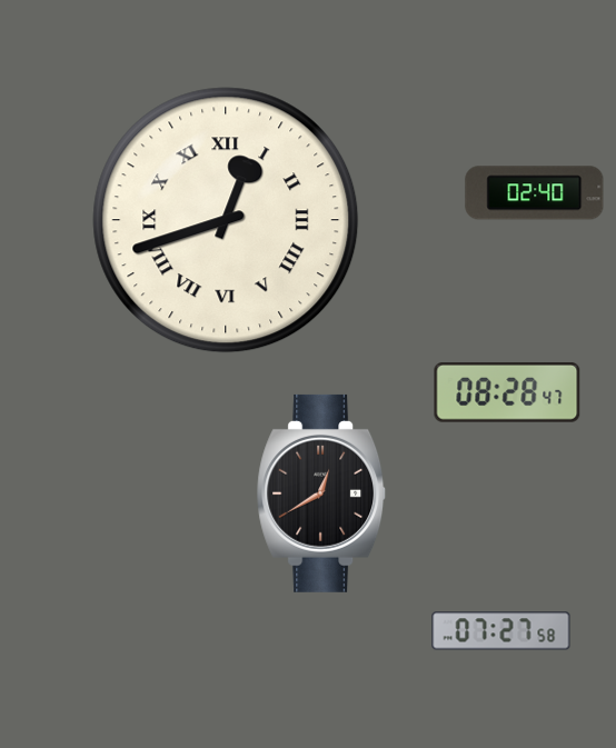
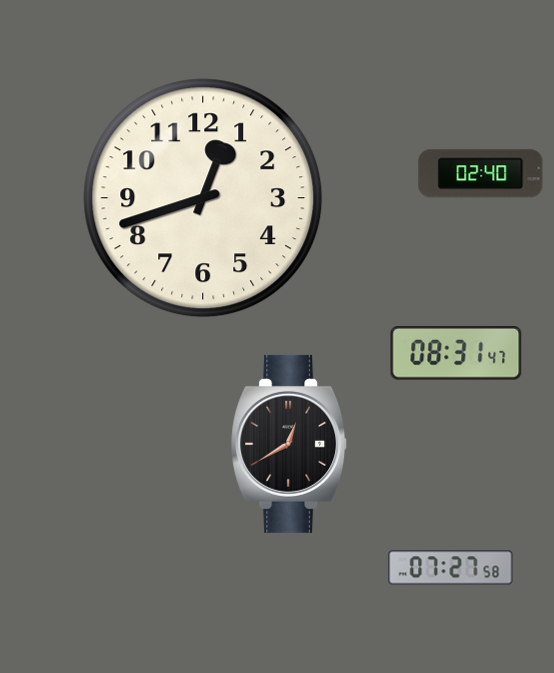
clock at (226, 220) numerals: Roman -> Arabic
clock at (507, 392): 08:28 -> 08:31
